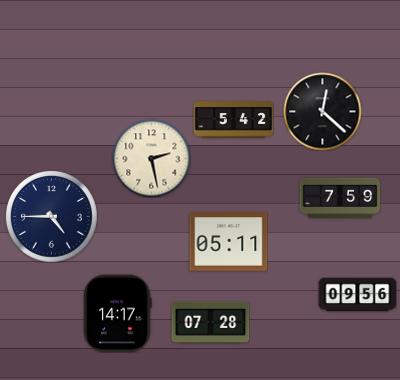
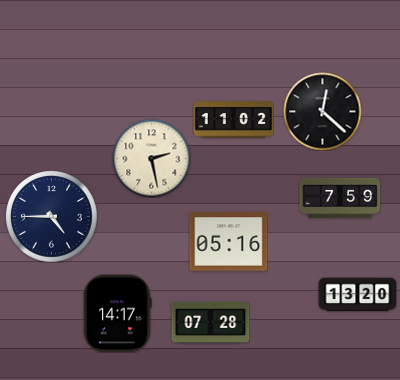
clock at (233, 120): 5:42 -> 11:02
clock at (228, 242): 05:11 -> 05:16
clock at (357, 295): 09:56 -> 13:20
